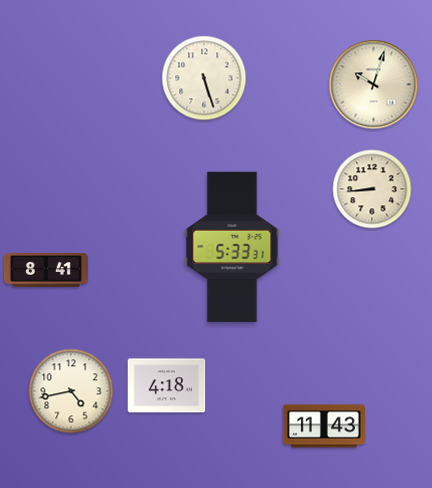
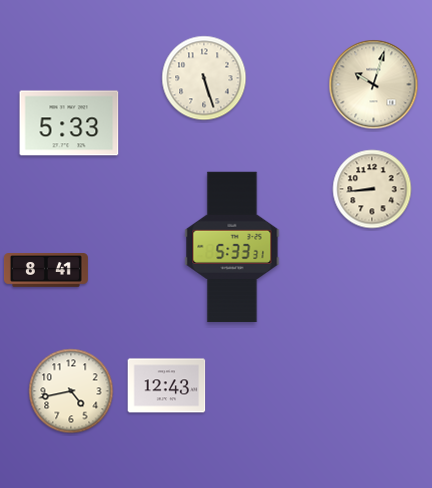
clock at (69, 123): none -> 5:33
clock at (167, 386): 4:18 -> 12:43
clock at (324, 426): 11:43 -> none
